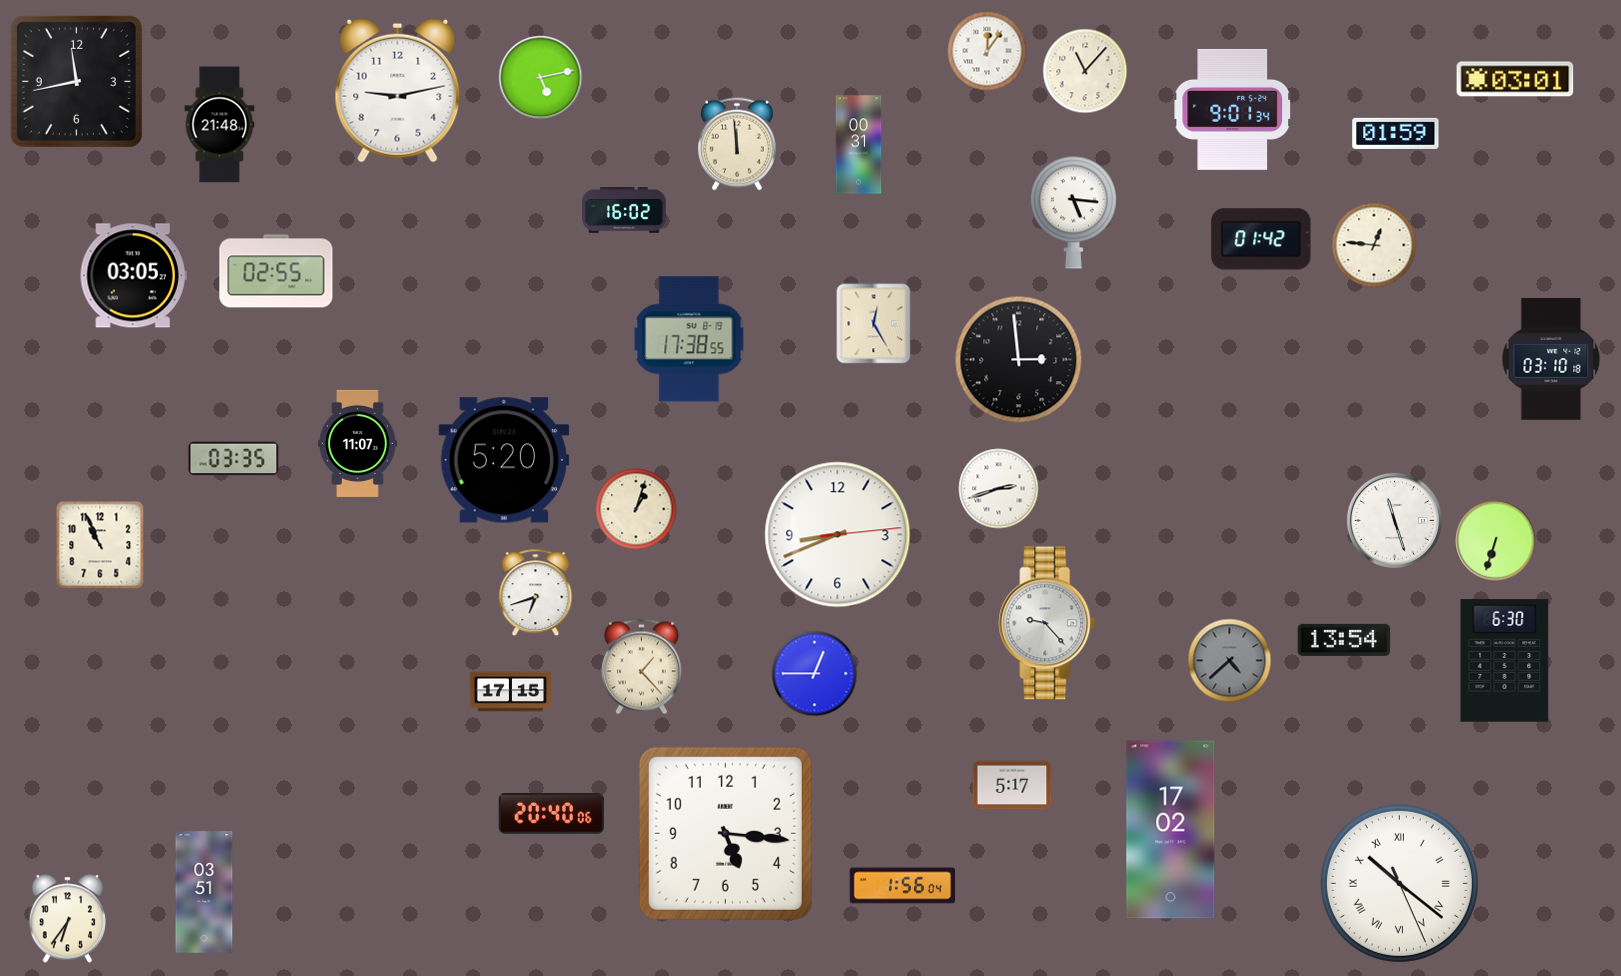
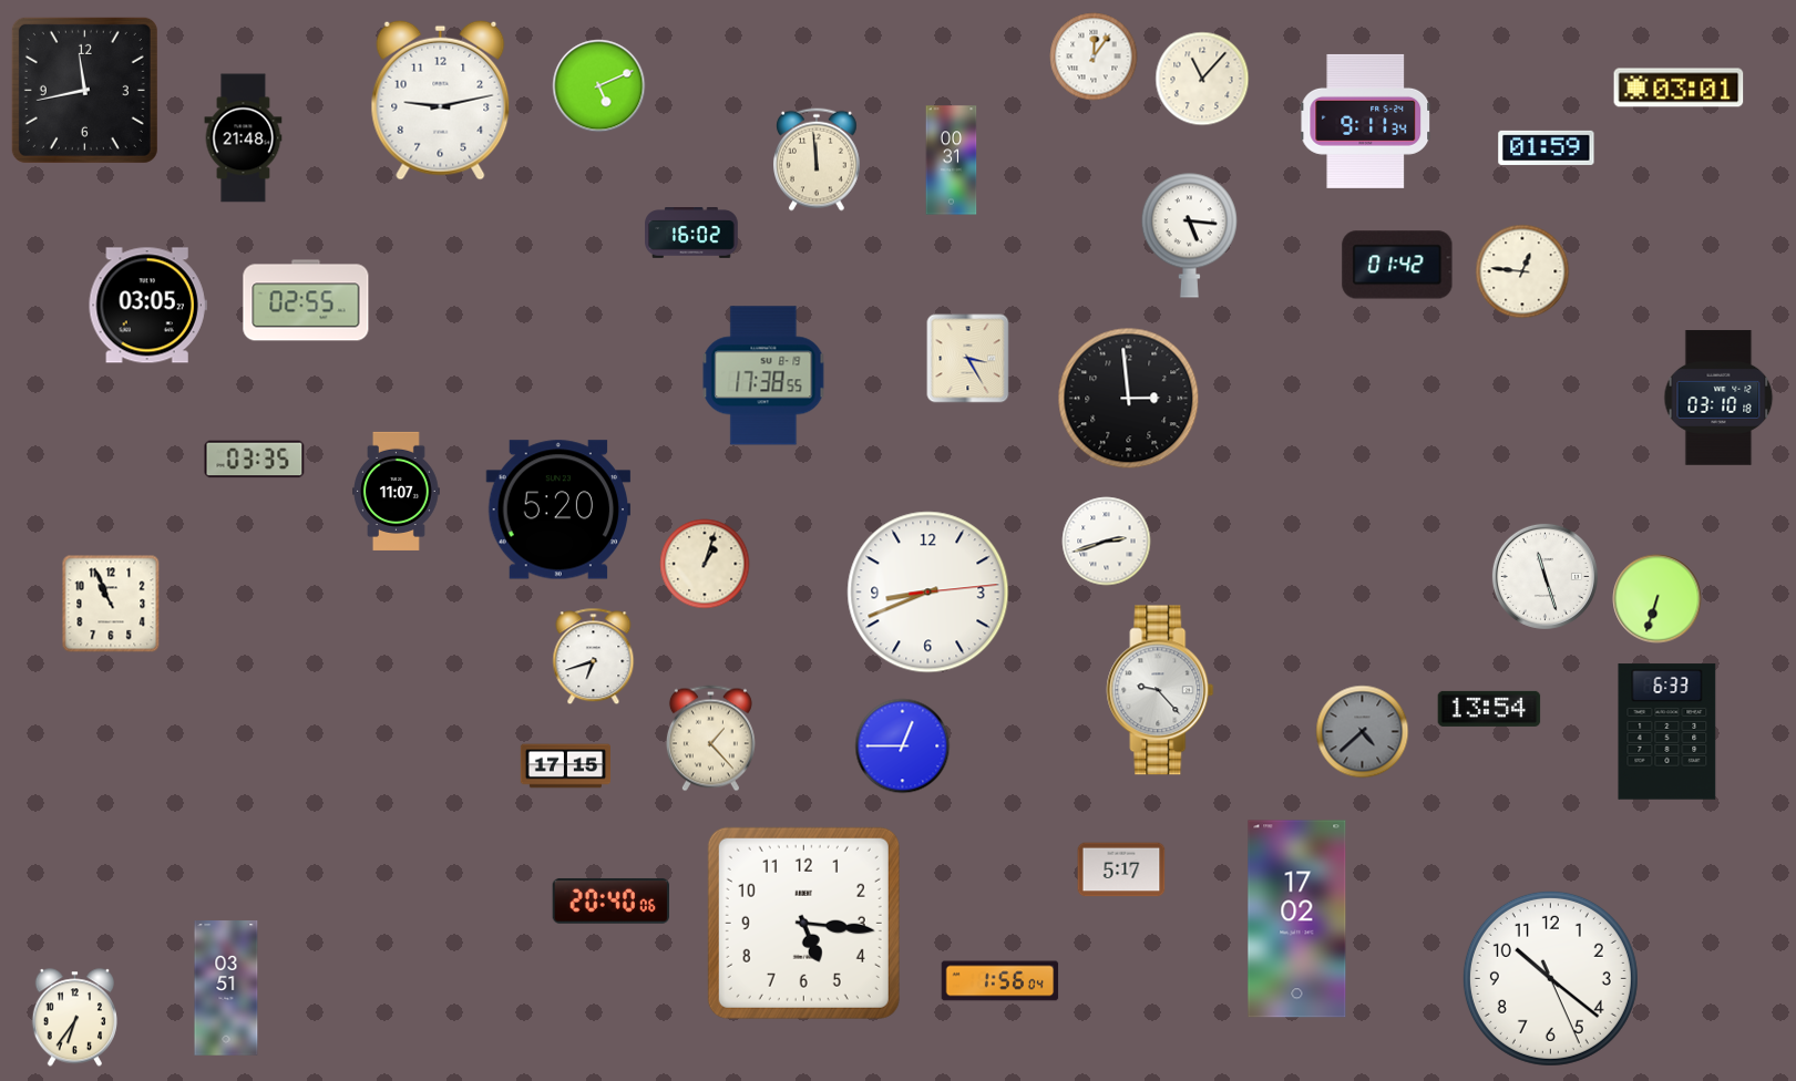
clock at (541, 78): 5:13 -> 5:11
clock at (1233, 109): 9:01 -> 9:11
clock at (874, 324): 12:25 -> 3:25
clock at (234, 459) position: (234, 459) -> (255, 460)
clock at (1505, 661): 6:30 -> 6:33
clock at (1399, 883) numerals: Roman -> Arabic
